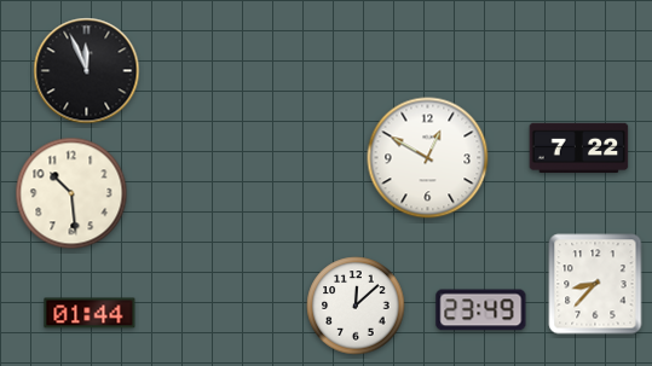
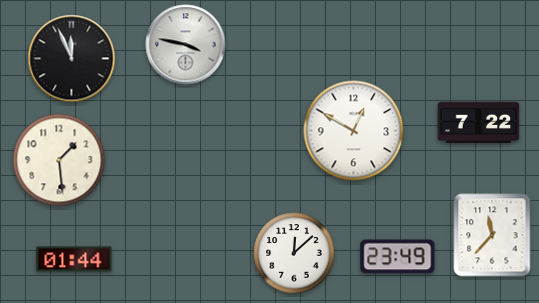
clock at (186, 45): none -> 3:47
clock at (71, 193): 10:29 -> 1:29
clock at (595, 284): 8:37 -> 11:37
